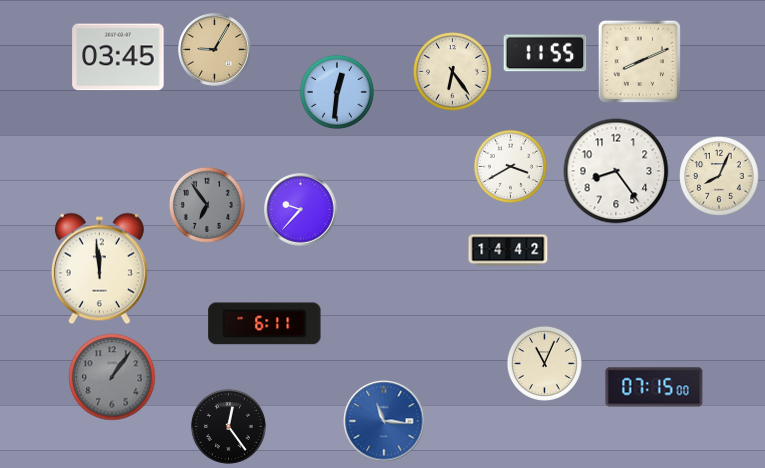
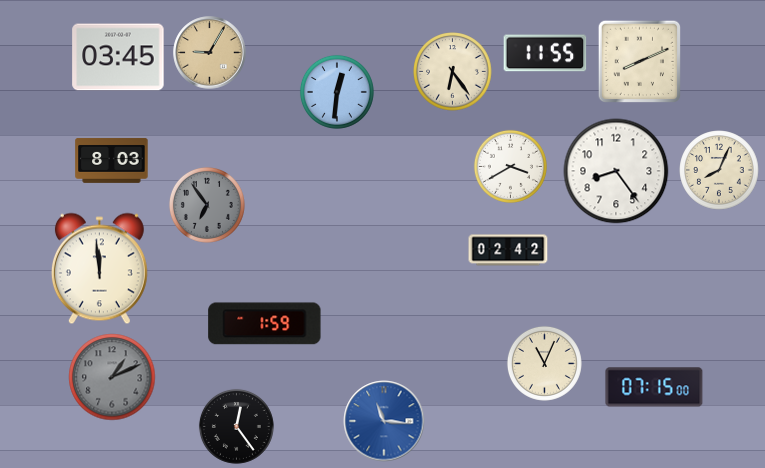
clock at (215, 50) position: (215, 50) -> (210, 53)
clock at (112, 160): none -> 8:03
clock at (719, 176) position: (719, 176) -> (719, 170)
clock at (301, 210): 9:37 -> none
clock at (508, 250): 14:42 -> 02:42
clock at (265, 324): 6:11 -> 1:59
clock at (112, 377): 1:06 -> 1:11
clock at (228, 426) position: (228, 426) -> (236, 426)
